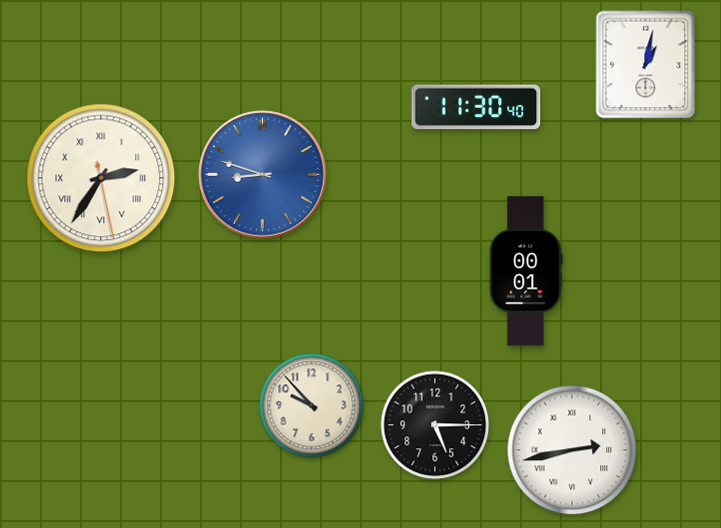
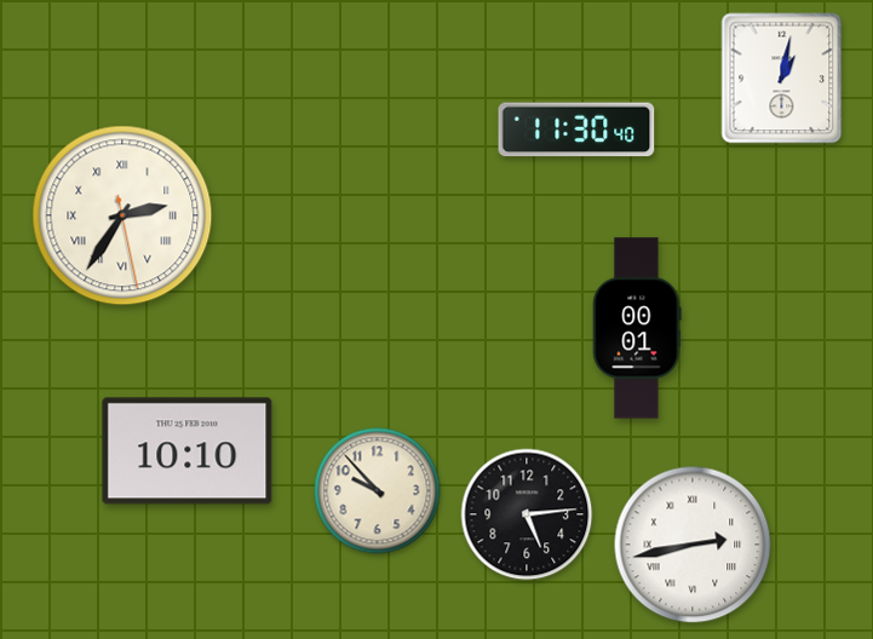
clock at (263, 175): 8:48 -> none
clock at (188, 451): none -> 10:10
clock at (435, 425): 5:15 -> 5:14
